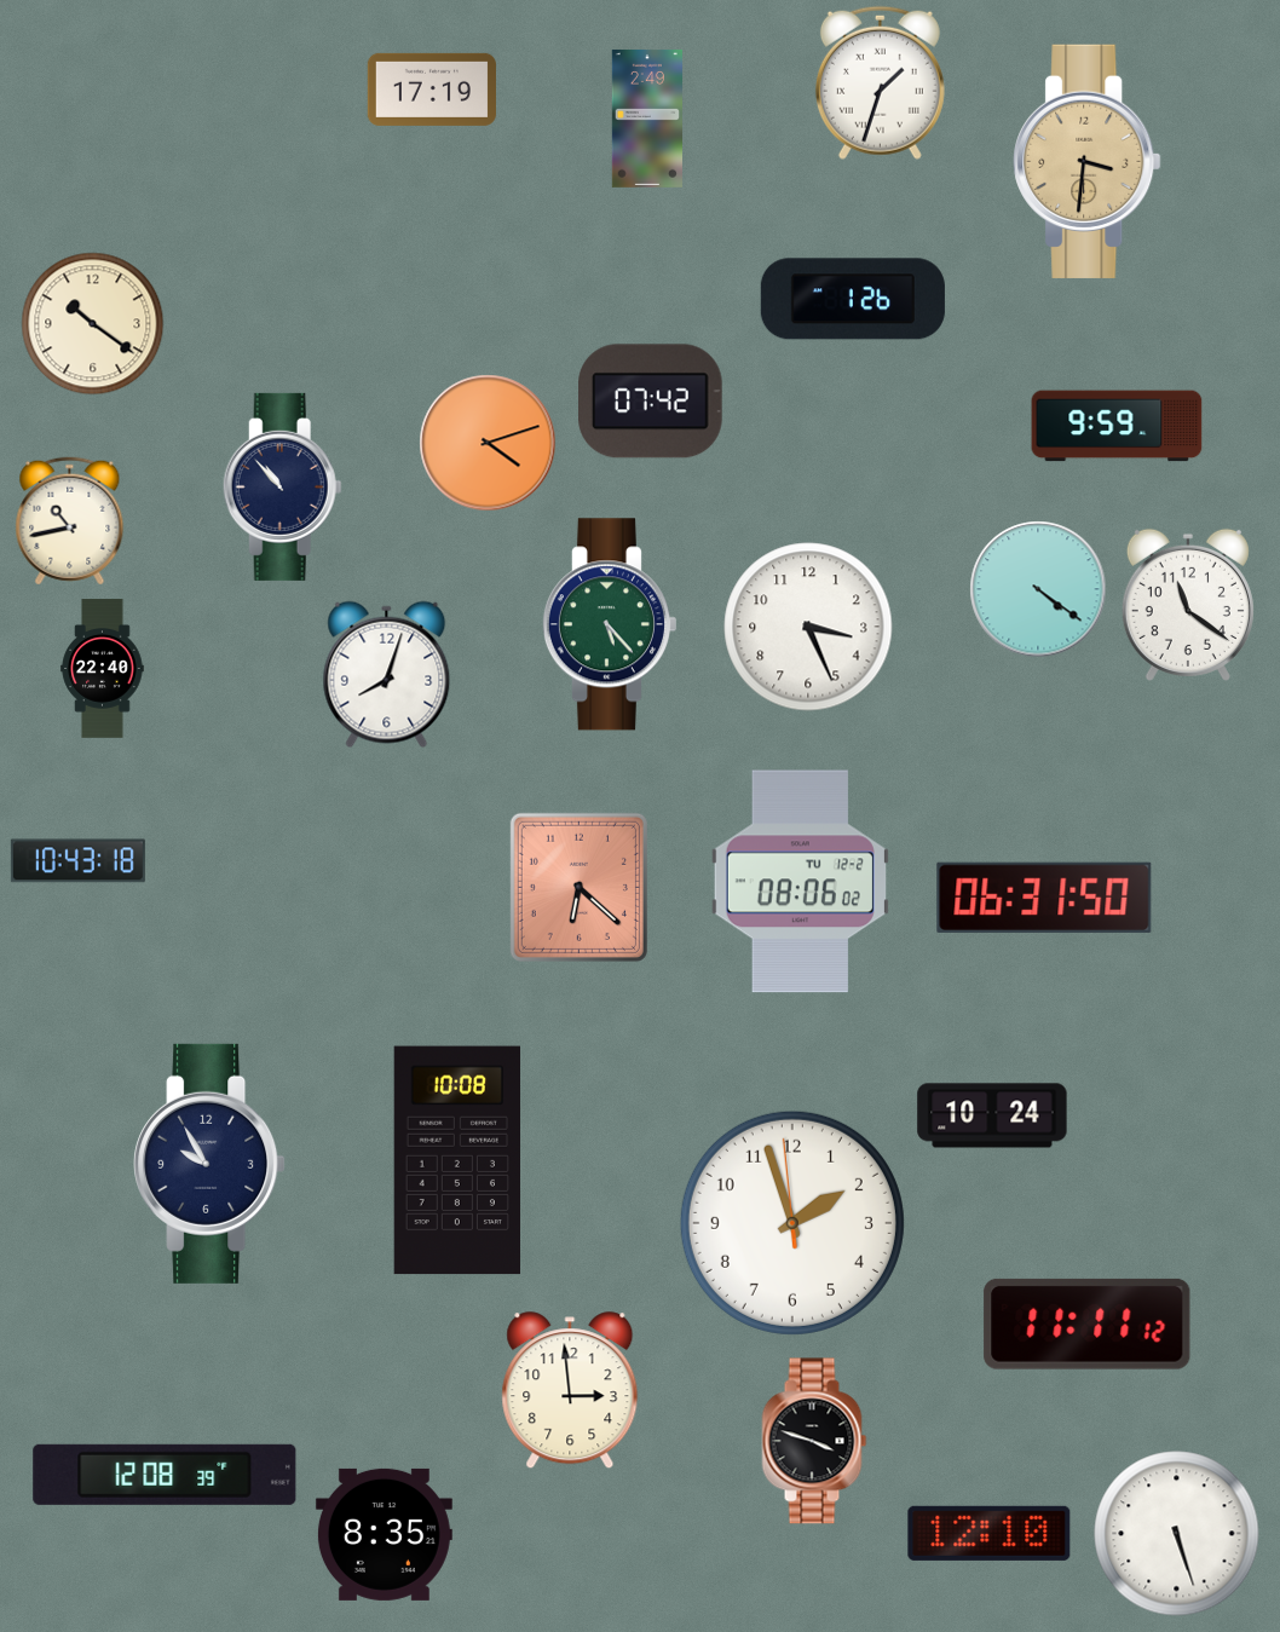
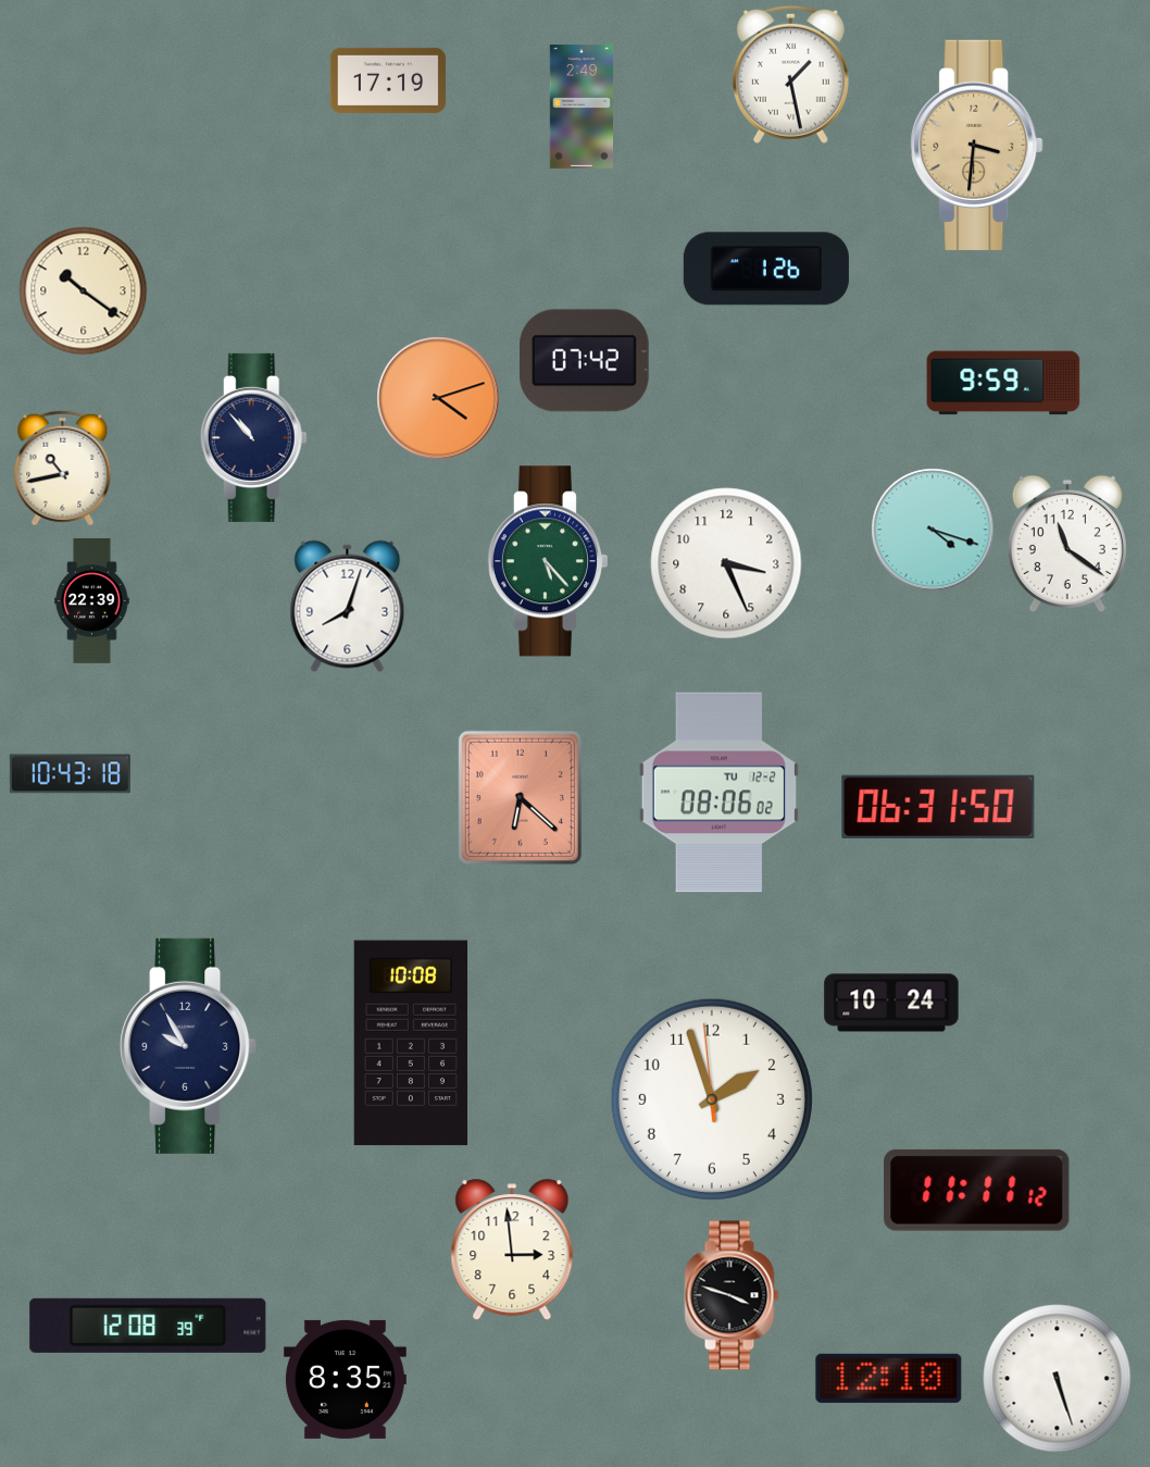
clock at (880, 82): 1:33 -> 1:28
clock at (1038, 589): 4:21 -> 4:18
clock at (103, 669): 22:40 -> 22:39
